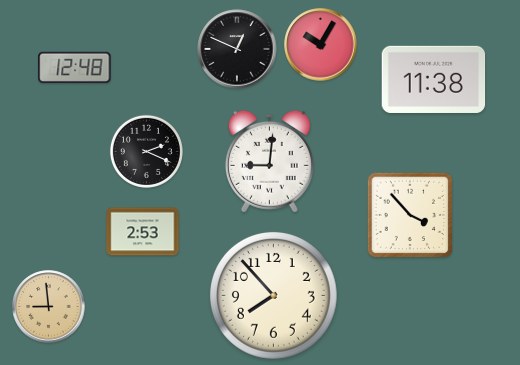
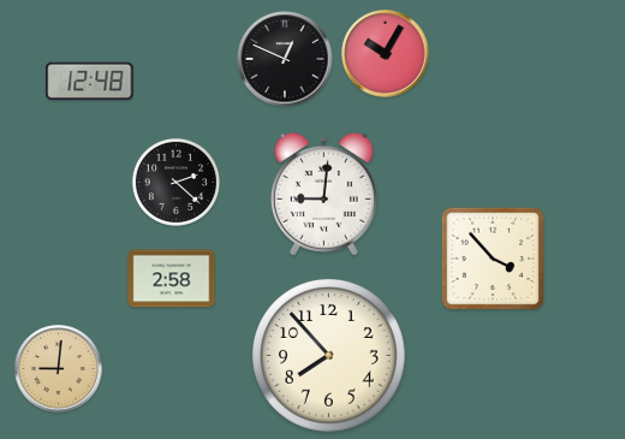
clock at (434, 79): 11:38 -> none
clock at (146, 151): 2:19 -> 2:22
clock at (143, 232): 2:53 -> 2:58
clock at (49, 307): 8:59 -> 9:01
